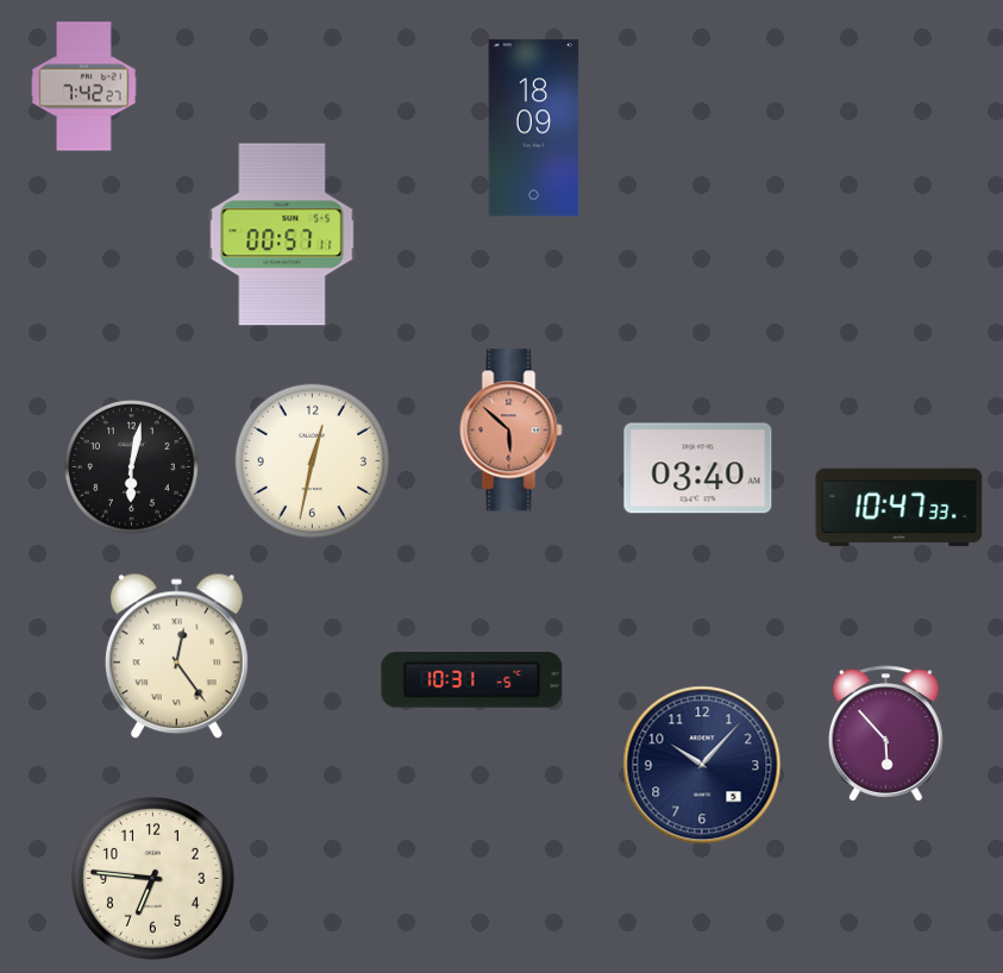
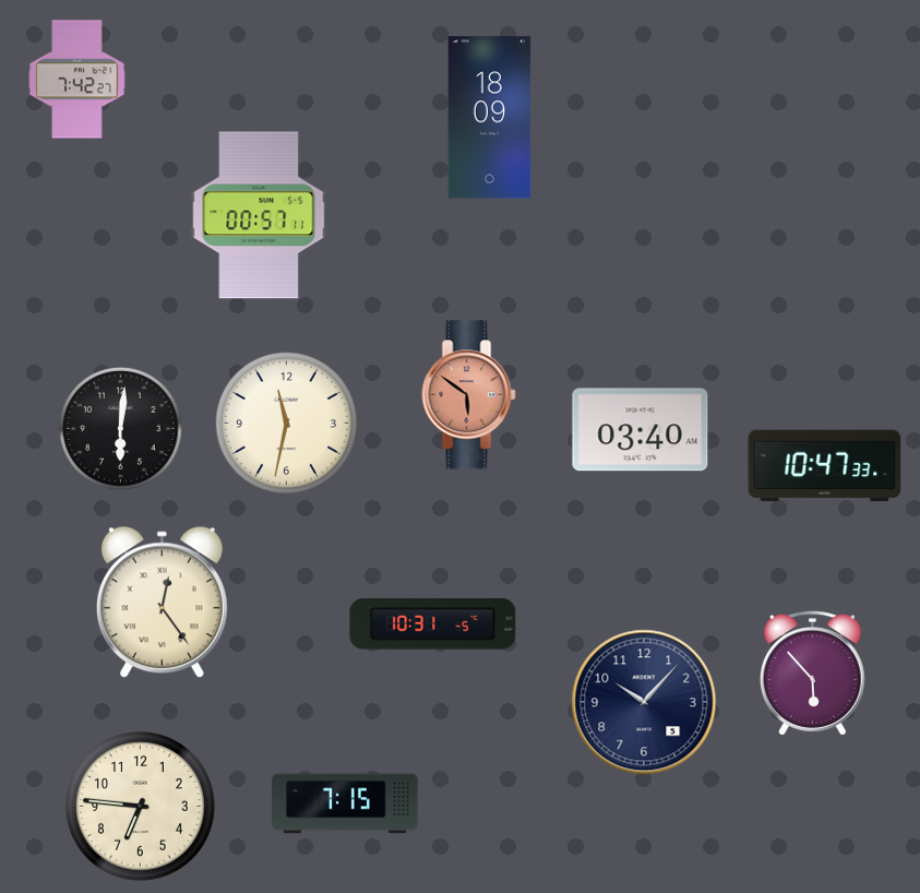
clock at (512, 431): 5:52 -> 5:51
clock at (312, 460): 12:32 -> 11:32
clock at (132, 467): 6:02 -> 6:01
clock at (345, 803): none -> 7:15
